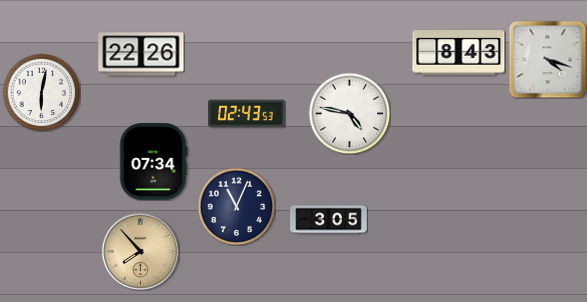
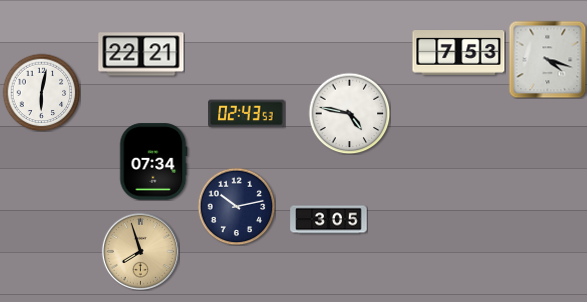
clock at (459, 53): 8:43 -> 7:53
clock at (141, 54): 22:26 -> 22:21
clock at (236, 206): 11:04 -> 10:13
clock at (140, 251): 7:53 -> 7:57
